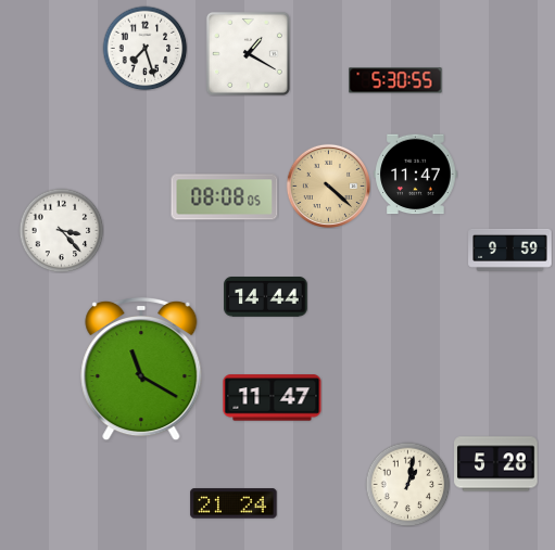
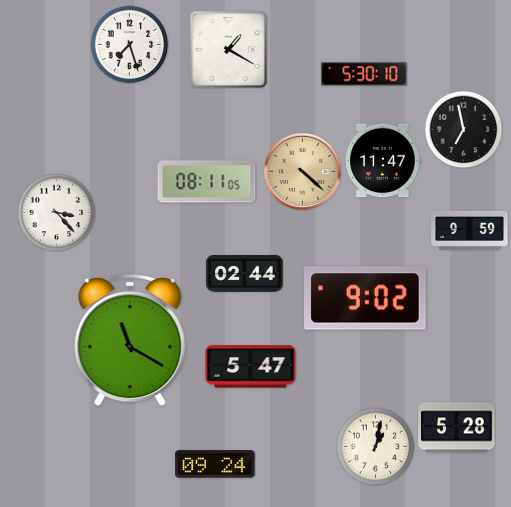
clock at (144, 48) position: (144, 48) -> (129, 44)
clock at (395, 80): 5:30:55 -> 5:30:10
clock at (463, 129): none -> 6:58
clock at (225, 197): 08:08 -> 08:11
clock at (266, 297): 14:44 -> 02:44
clock at (366, 298): none -> 9:02
clock at (273, 398): 11:47 -> 5:47
clock at (234, 503): 21:24 -> 09:24
